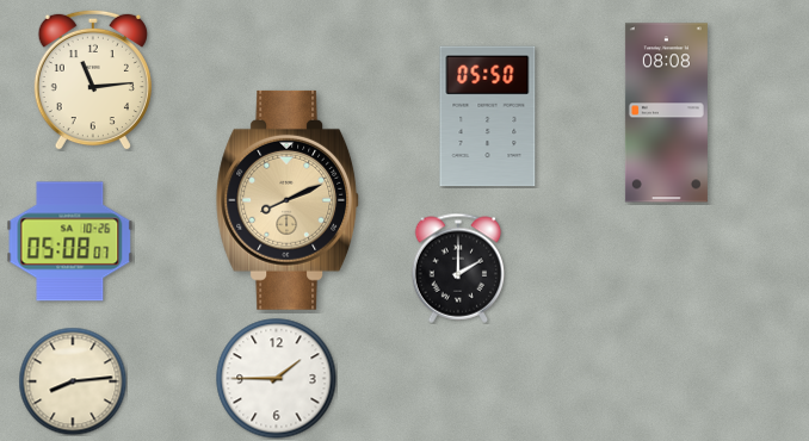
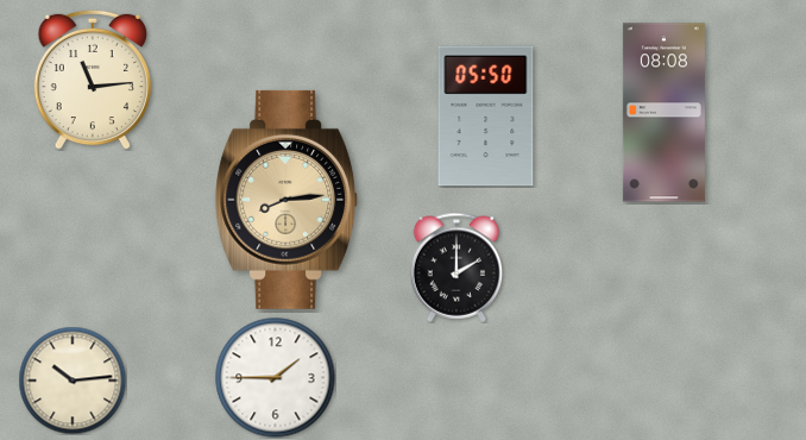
clock at (289, 200): 8:11 -> 8:14
clock at (70, 242): 05:08 -> none
clock at (73, 381): 8:14 -> 10:14
